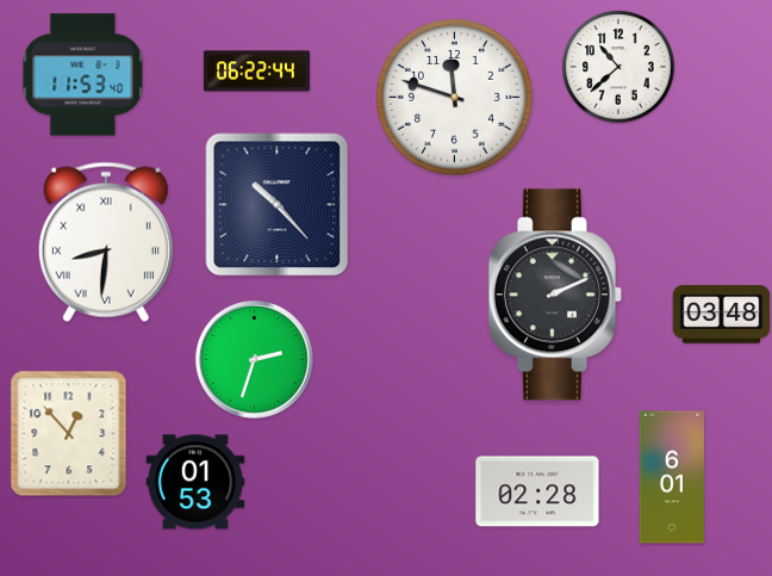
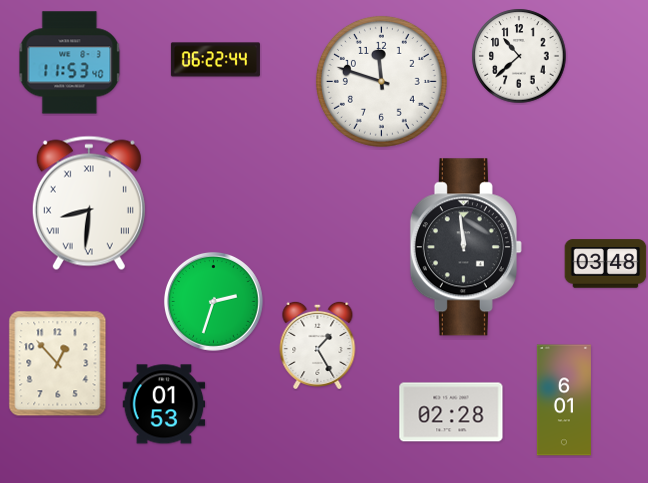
clock at (278, 205): 10:23 -> none
clock at (555, 295): 2:11 -> 11:59
clock at (318, 345): none -> 1:25
